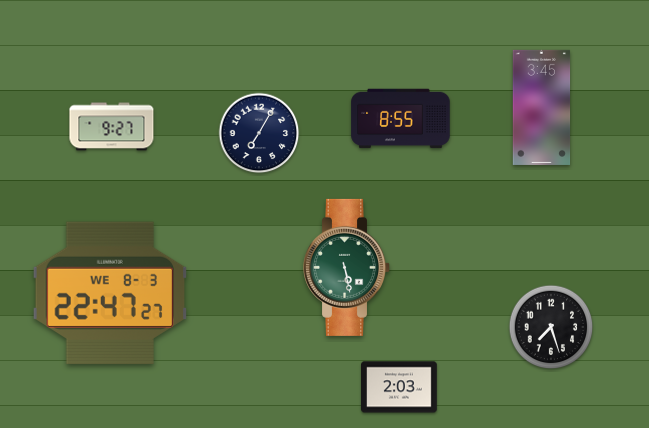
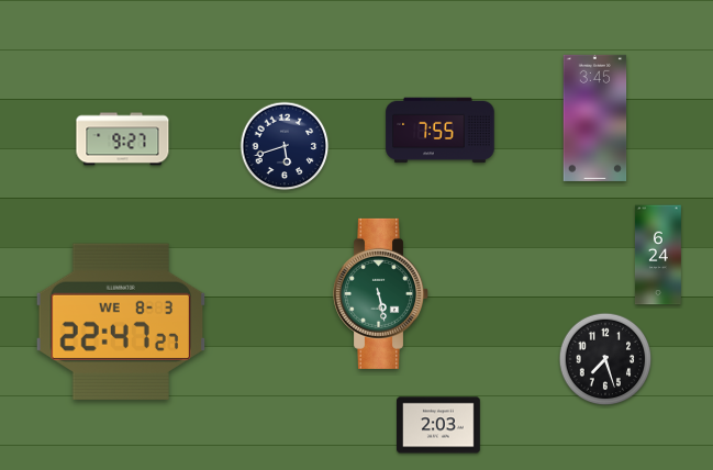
clock at (401, 119): 8:55 -> 7:55
clock at (259, 133): 7:05 -> 5:42
clock at (658, 255): none -> 6:24
